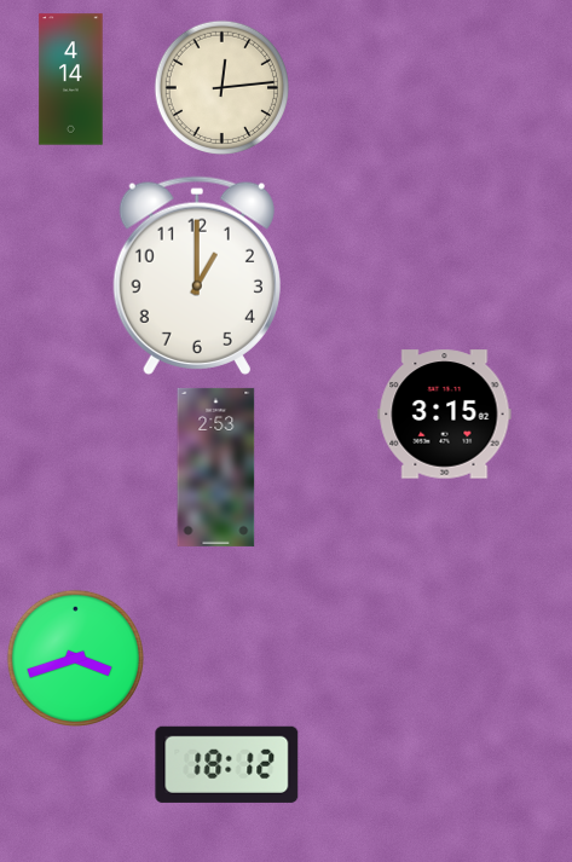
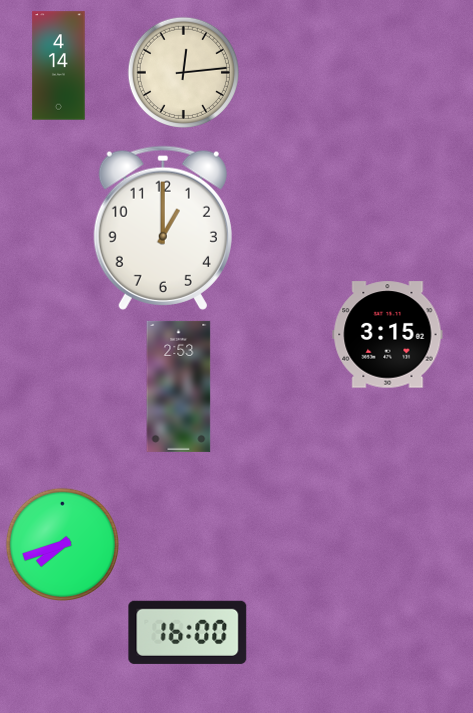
clock at (445, 415) position: (445, 415) -> (388, 335)
clock at (75, 658): 3:42 -> 7:42
clock at (227, 764): 18:12 -> 16:00
